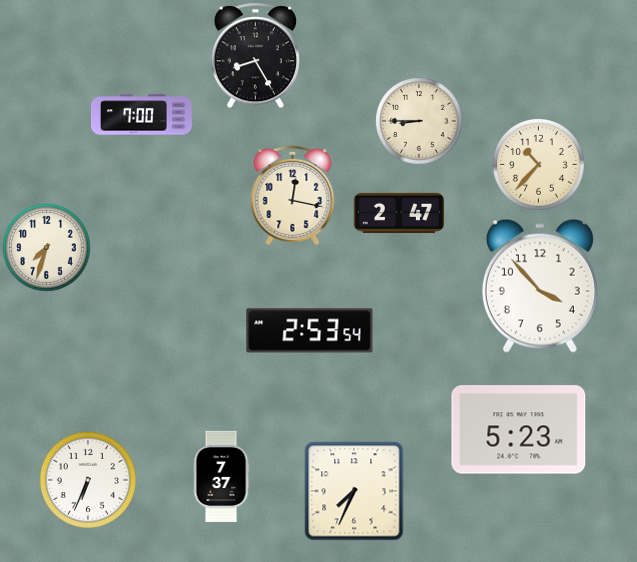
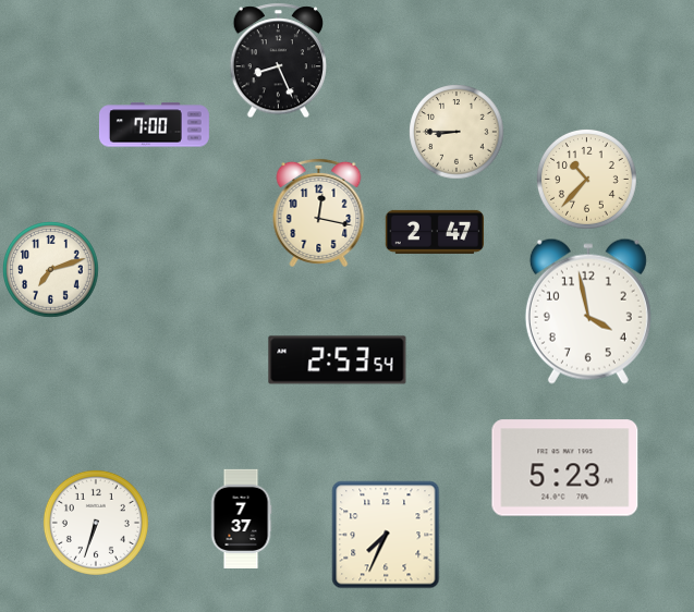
clock at (255, 55): 8:25 -> 8:26
clock at (46, 247): 7:33 -> 7:12
clock at (540, 286): 3:53 -> 3:58
clock at (88, 480): 6:34 -> 6:33
